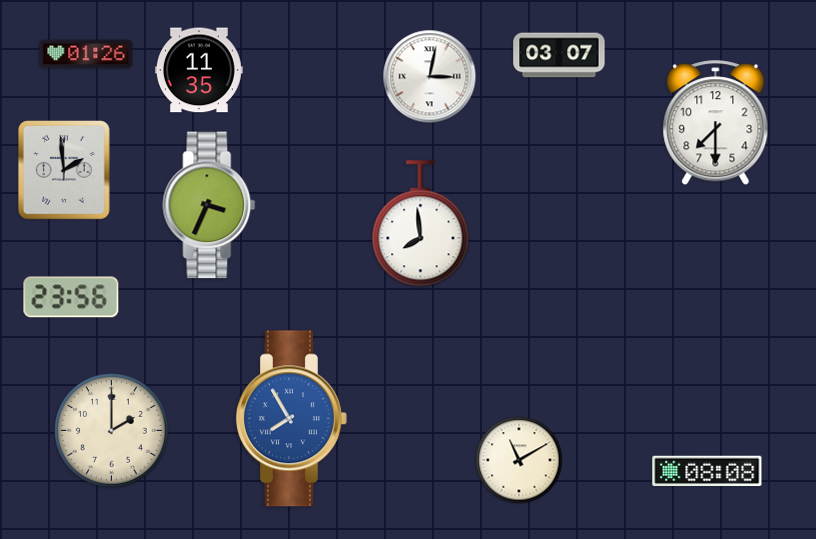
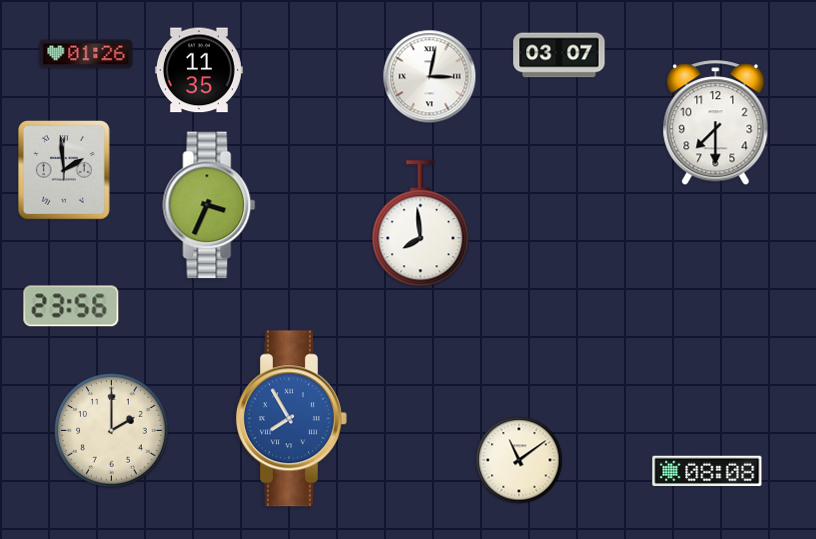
clock at (71, 297) position: (71, 297) -> (71, 306)
clock at (519, 460): 11:10 -> 11:09
